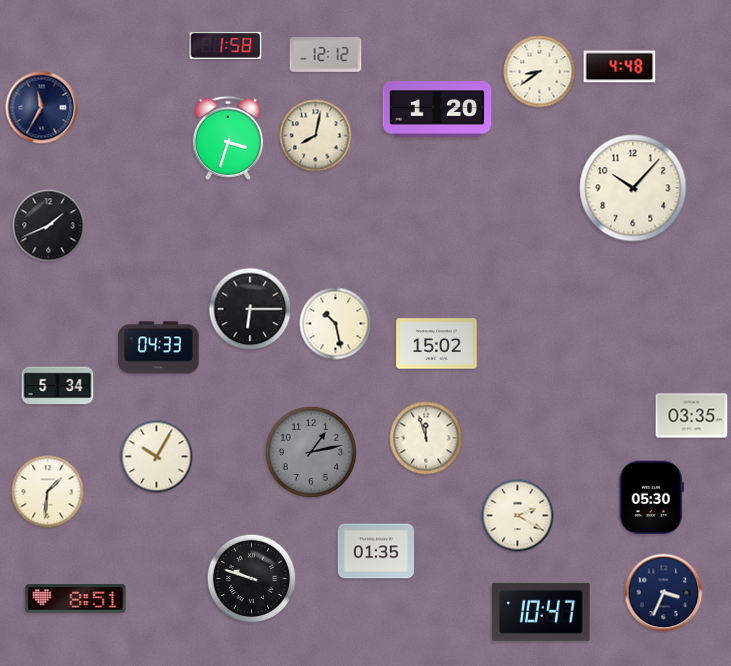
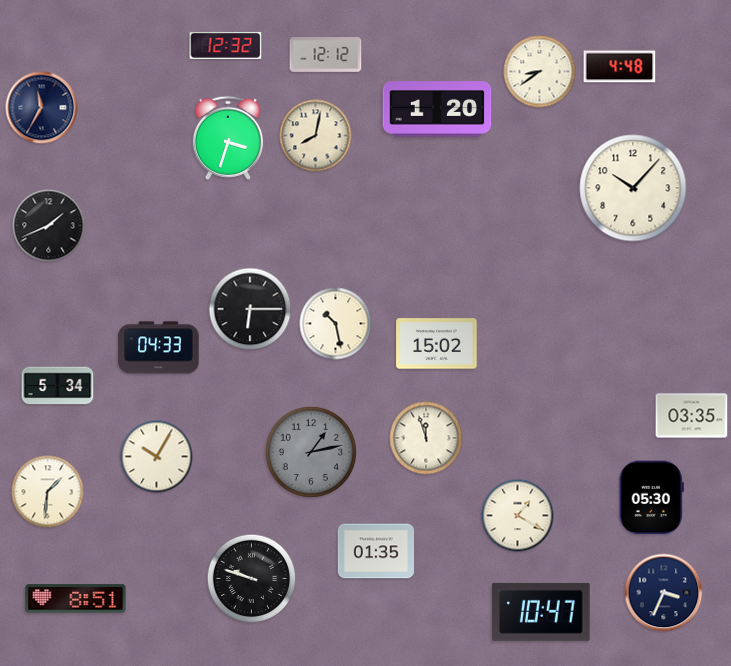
clock at (226, 45): 1:58 -> 12:32
clock at (518, 516): 2:20 -> 1:20
